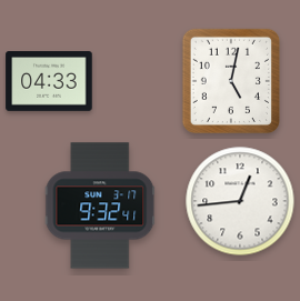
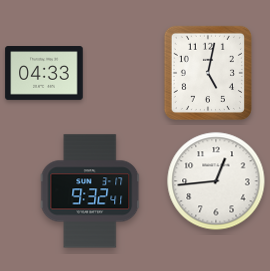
clock at (100, 205) position: (100, 205) -> (90, 191)
